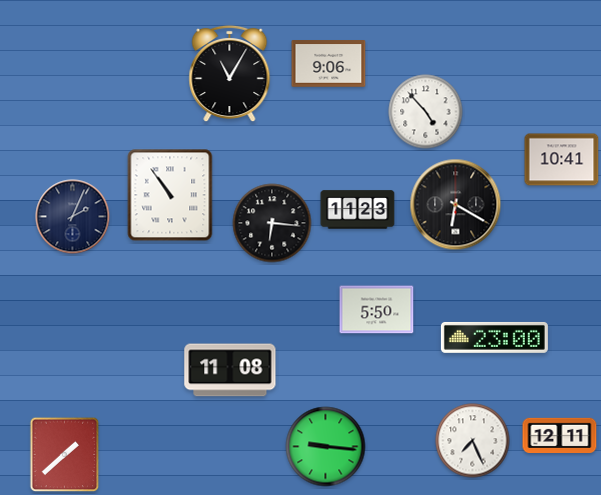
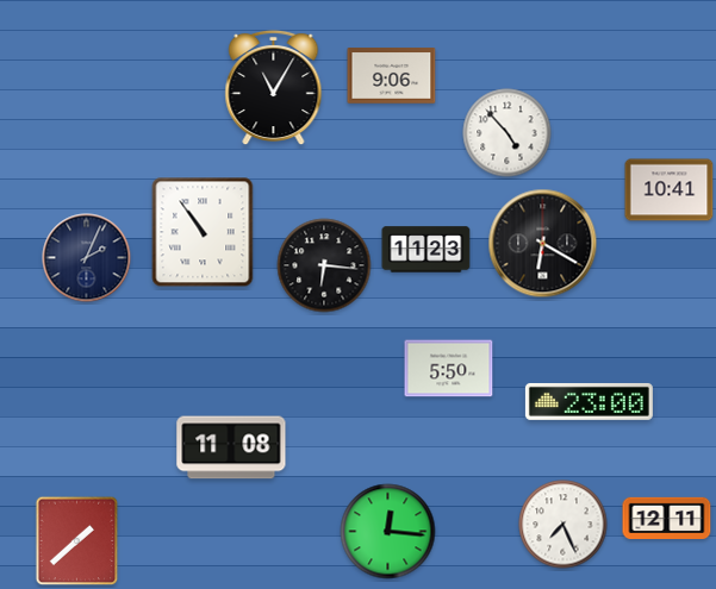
clock at (230, 370) position: (230, 370) -> (231, 447)
clock at (326, 447): 9:16 -> 12:16
